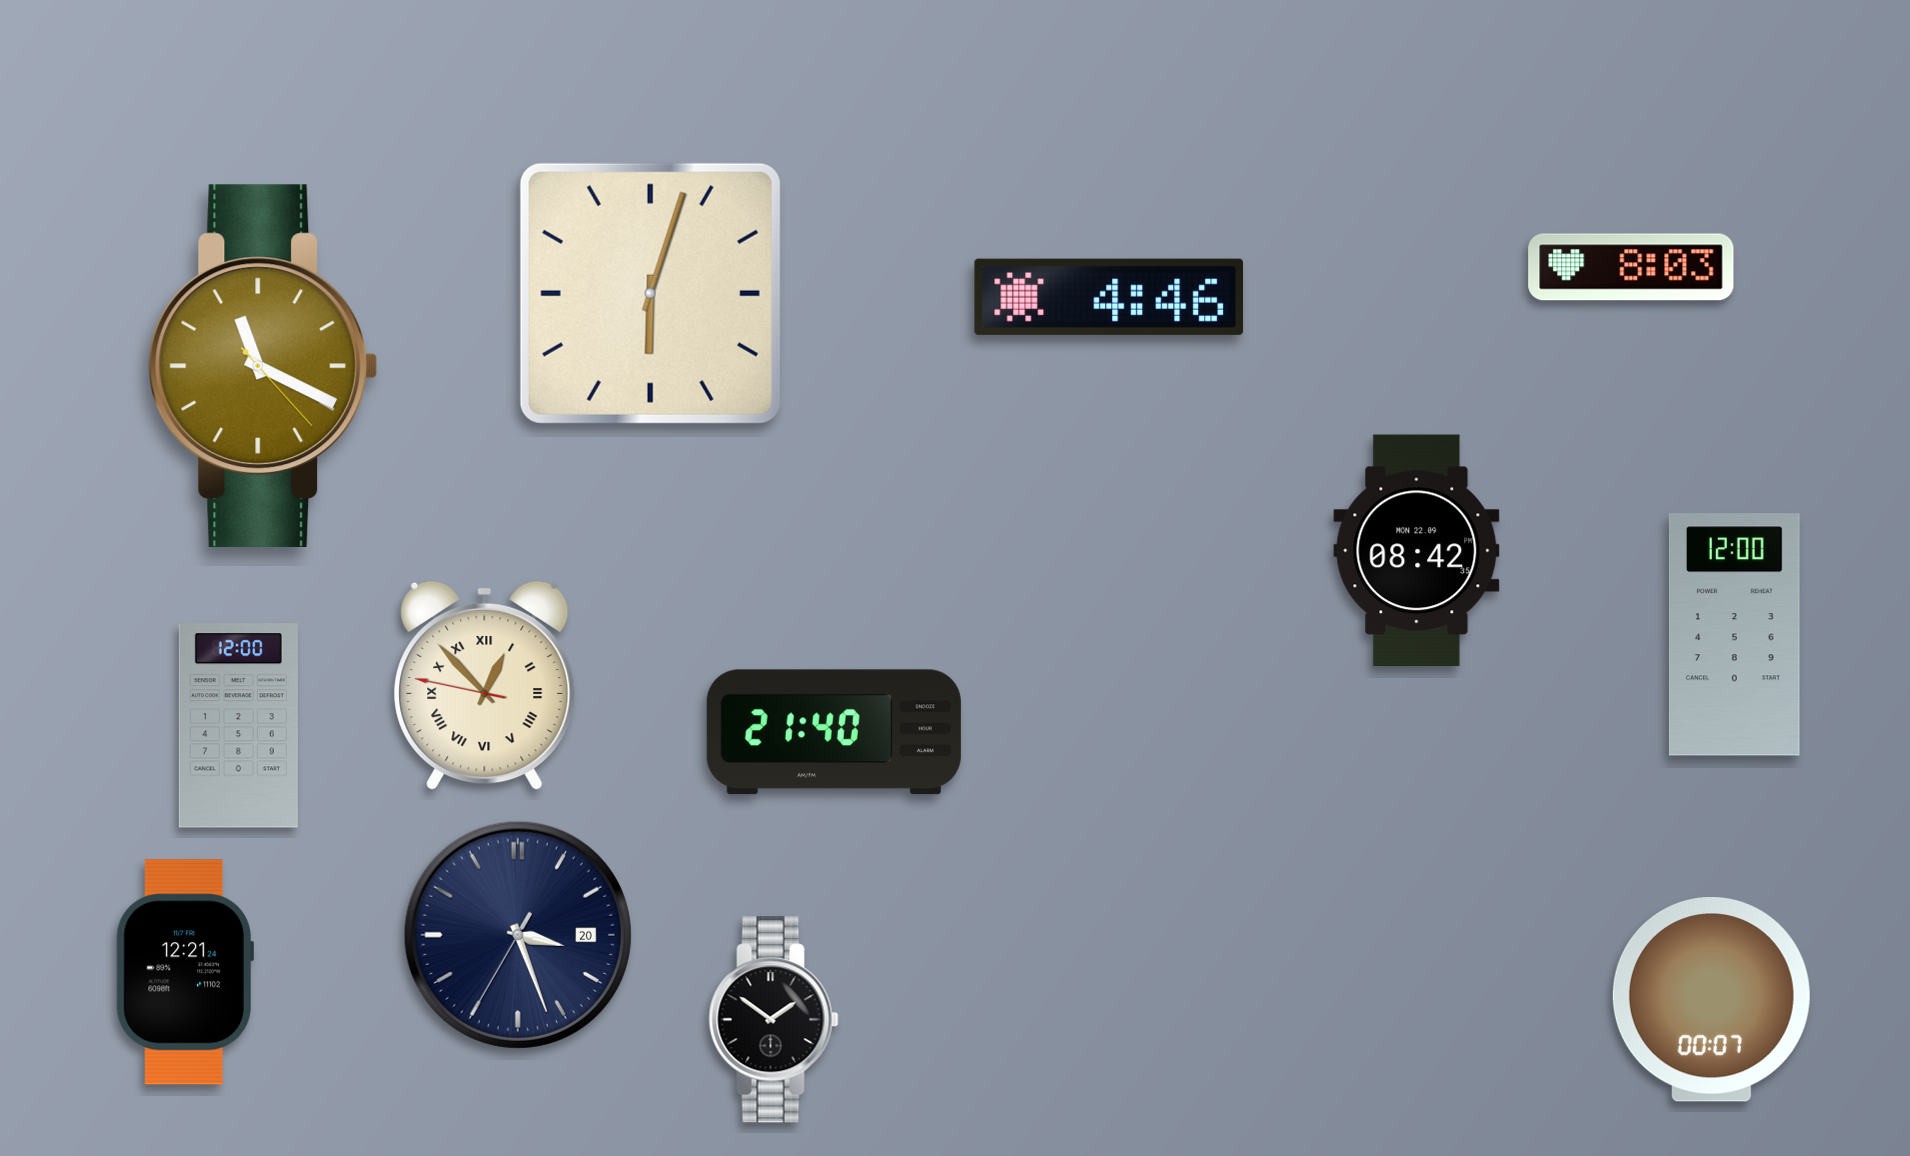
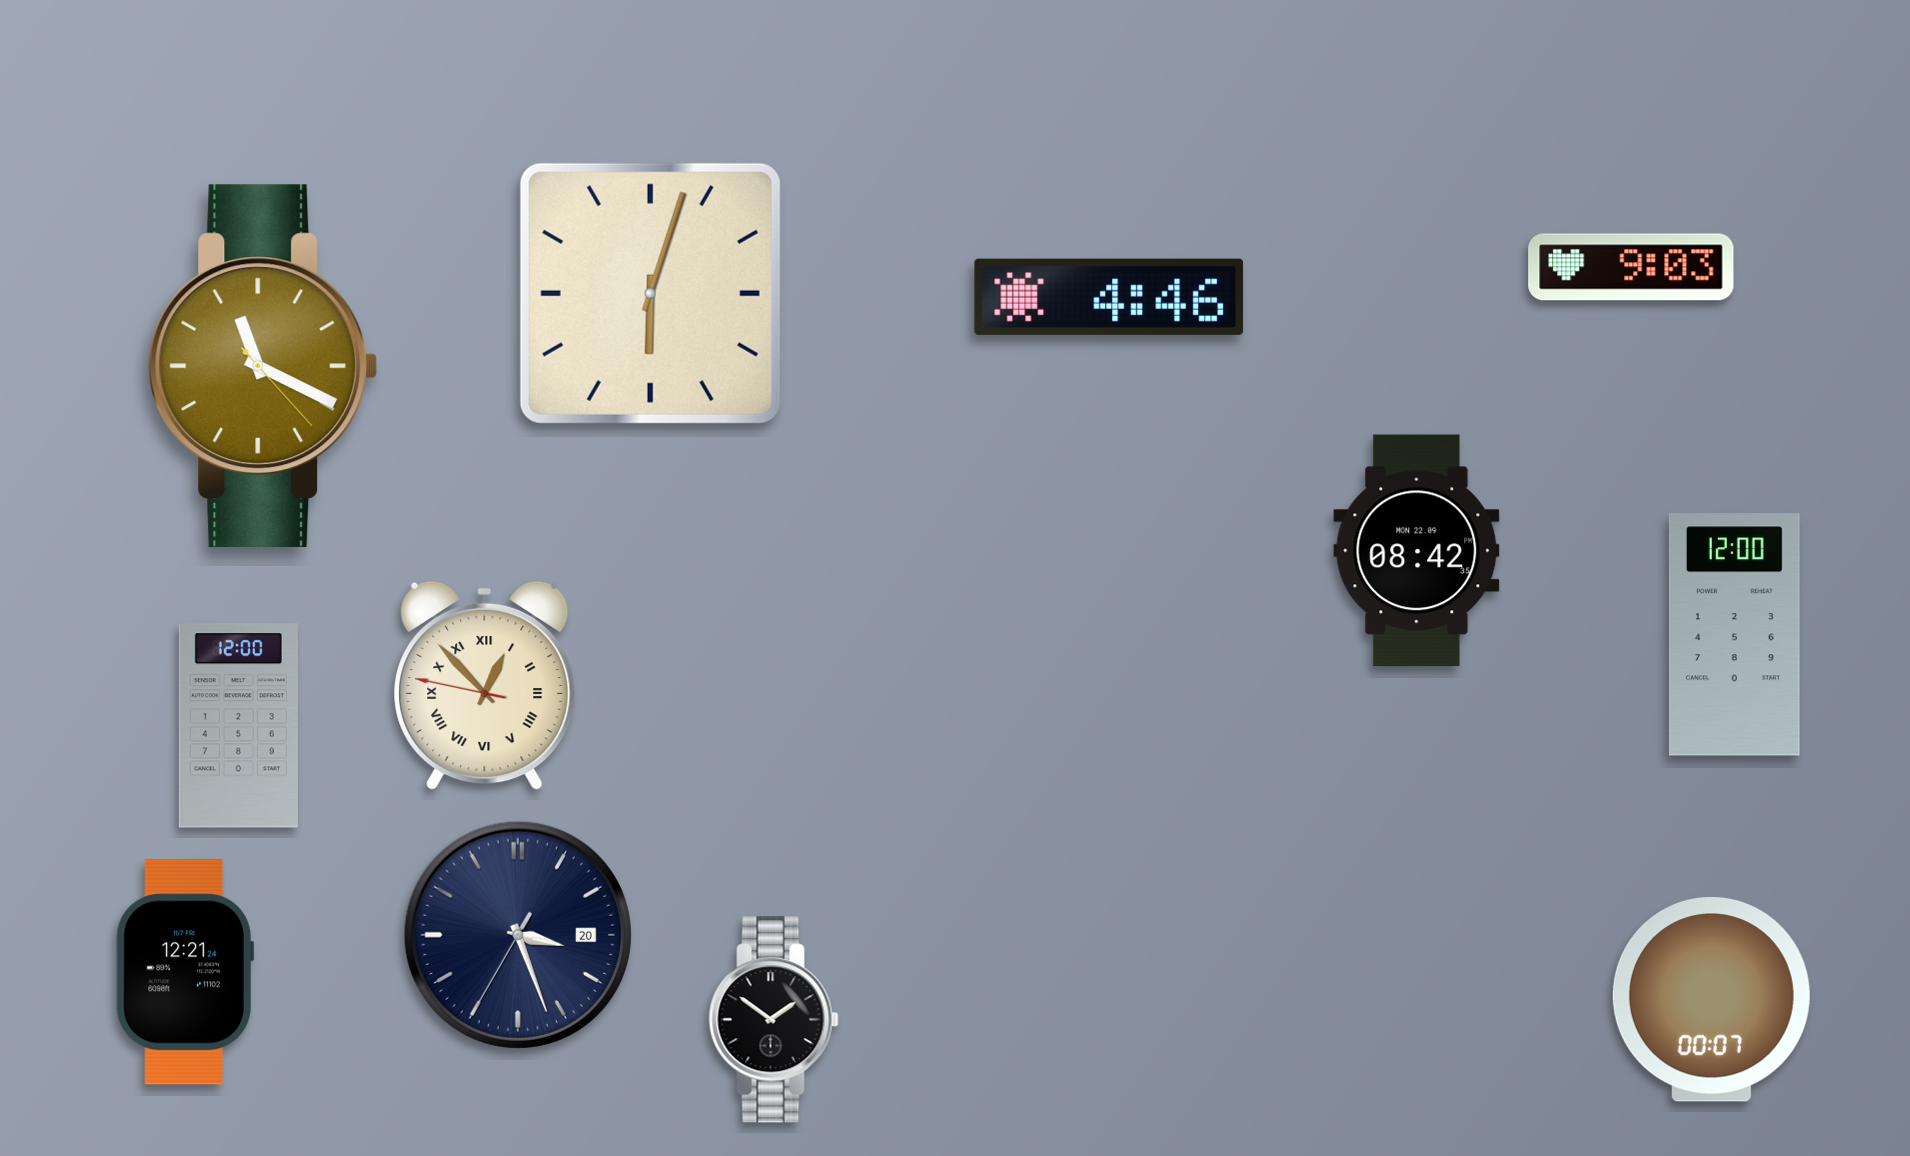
clock at (1631, 267): 8:03 -> 9:03
clock at (834, 732): 21:40 -> none
